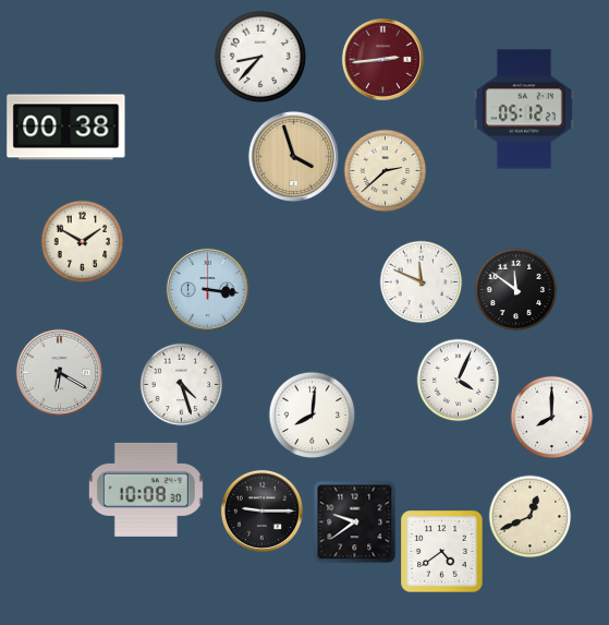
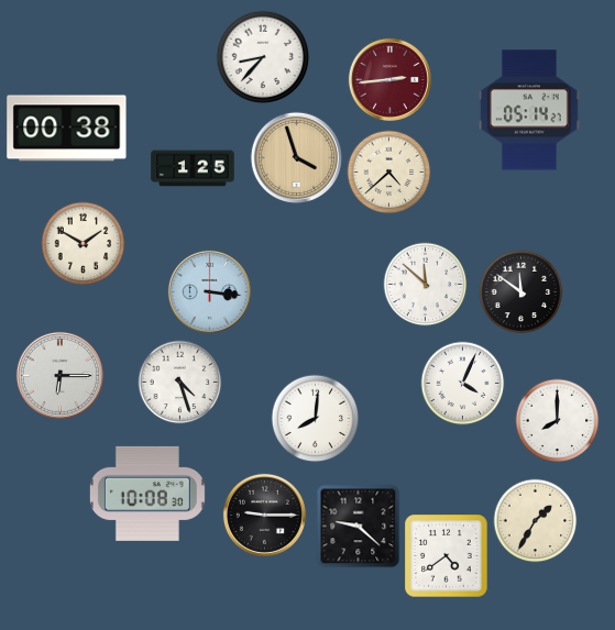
clock at (382, 59) position: (382, 59) -> (389, 79)
clock at (524, 109): 05:12 -> 05:14
clock at (193, 168): none -> 1:25
clock at (386, 171): 2:38 -> 4:38
clock at (422, 283): 11:49 -> 11:52
clock at (59, 372): 6:20 -> 6:15
clock at (182, 385) position: (182, 385) -> (180, 383)
clock at (531, 517): 12:41 -> 1:35
clock at (355, 522): 9:39 -> 9:22
